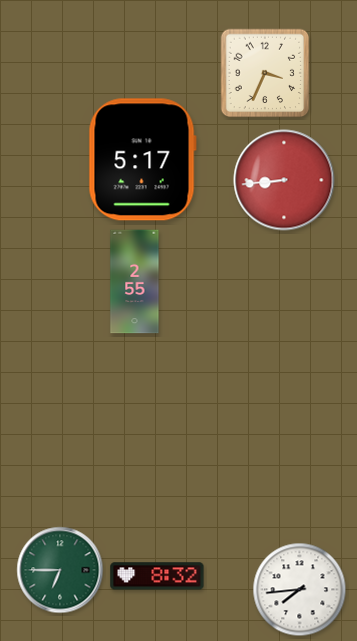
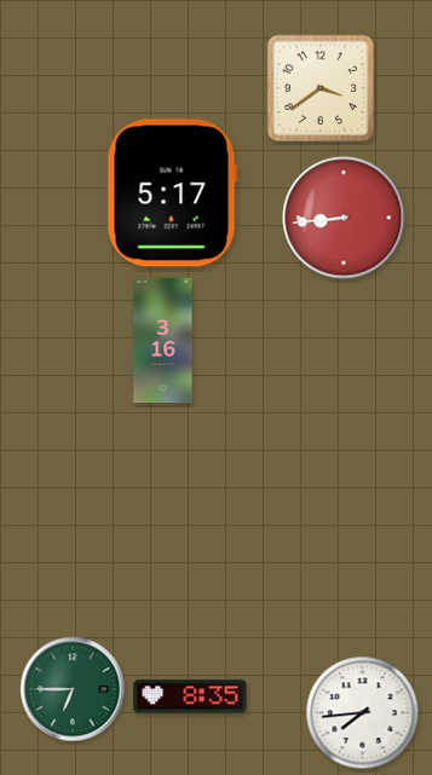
clock at (265, 73): 3:34 -> 3:39
clock at (135, 282): 2:55 -> 3:16
clock at (157, 576): 8:32 -> 8:35
